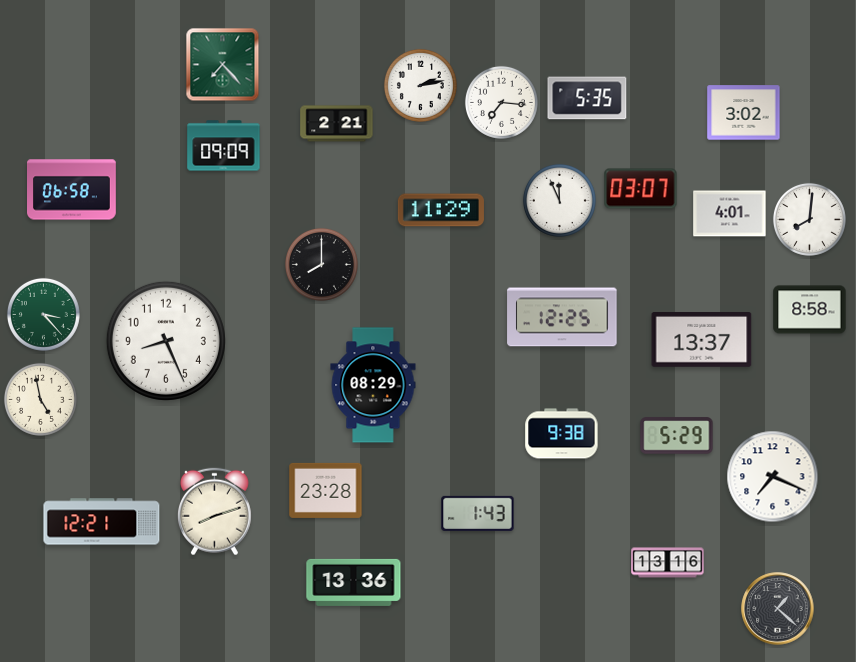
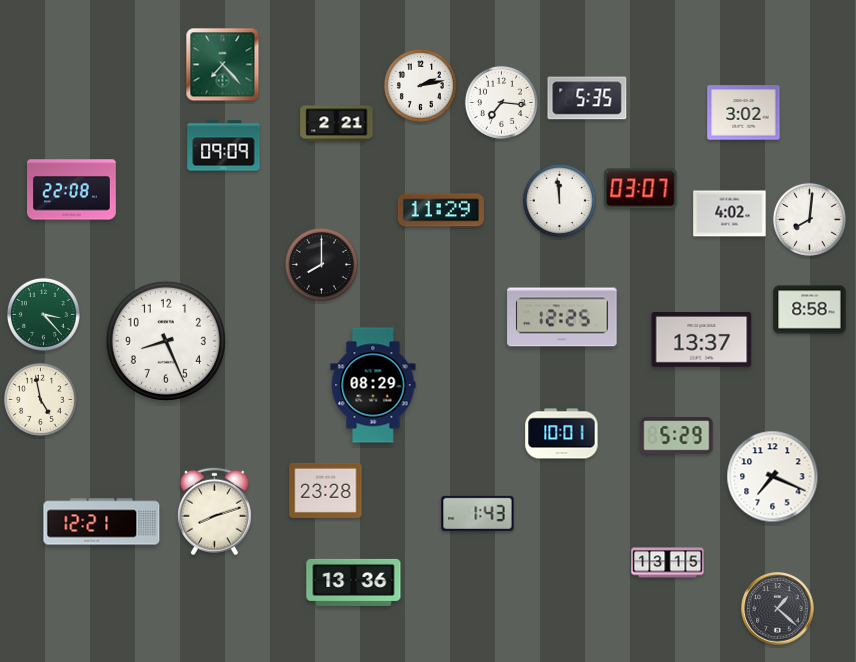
clock at (72, 190): 06:58 -> 22:08
clock at (559, 200): 11:56 -> 11:59
clock at (730, 214): 4:01 -> 4:02
clock at (562, 434): 9:38 -> 10:01
clock at (668, 563): 13:16 -> 13:15
